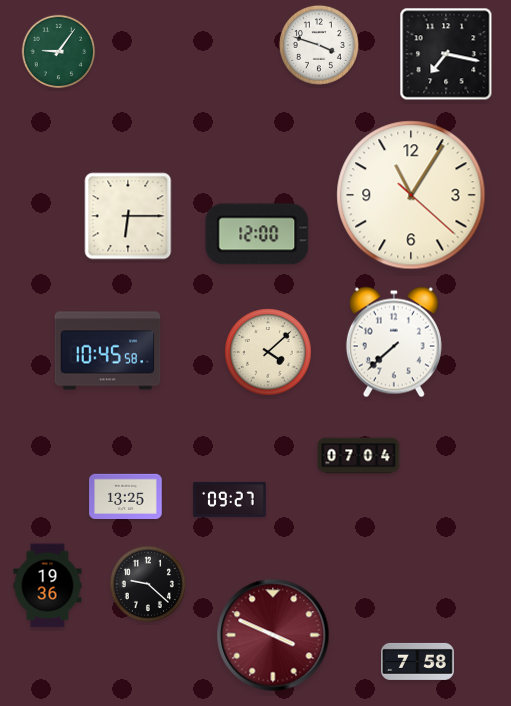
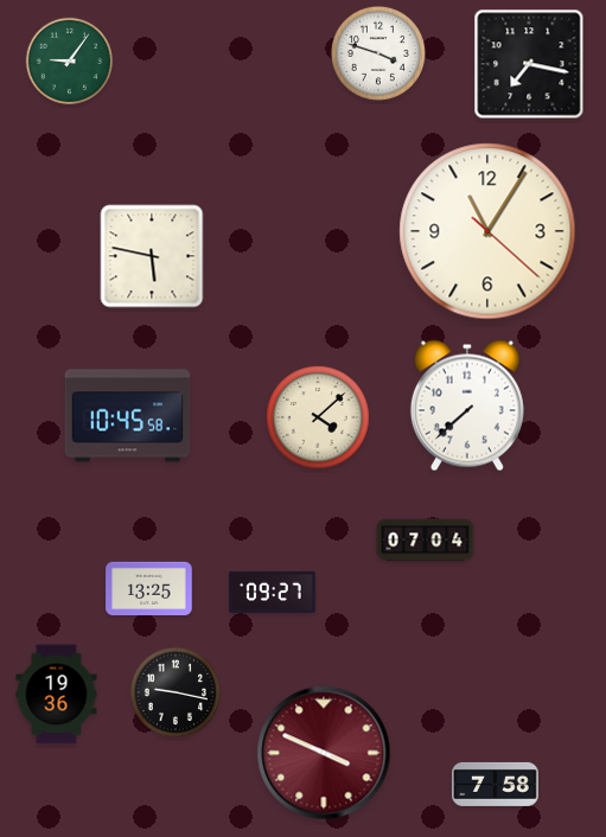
clock at (128, 216): 6:15 -> 5:47
clock at (257, 234): 12:00 -> none
clock at (148, 584): 9:22 -> 9:17
